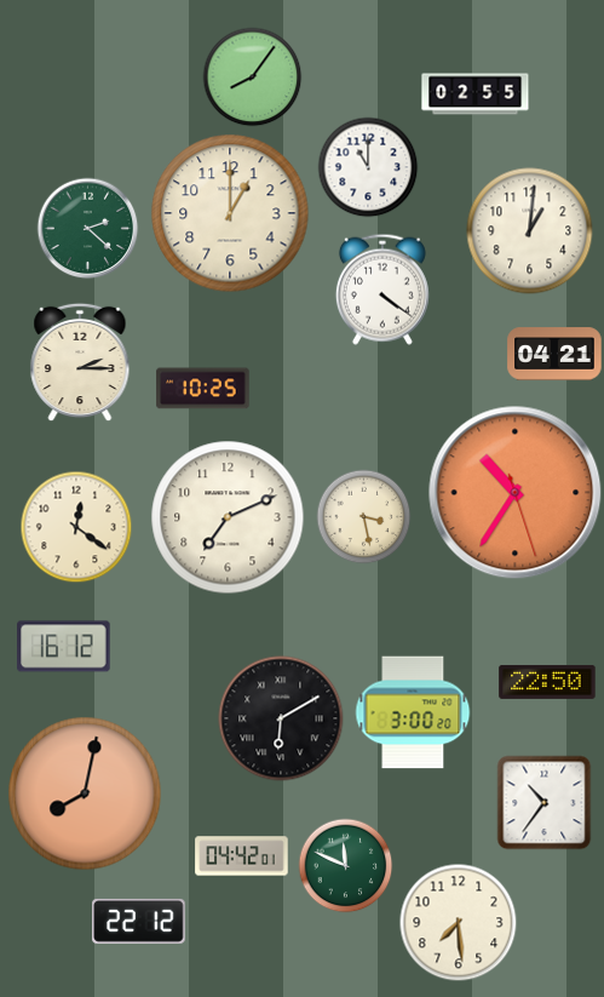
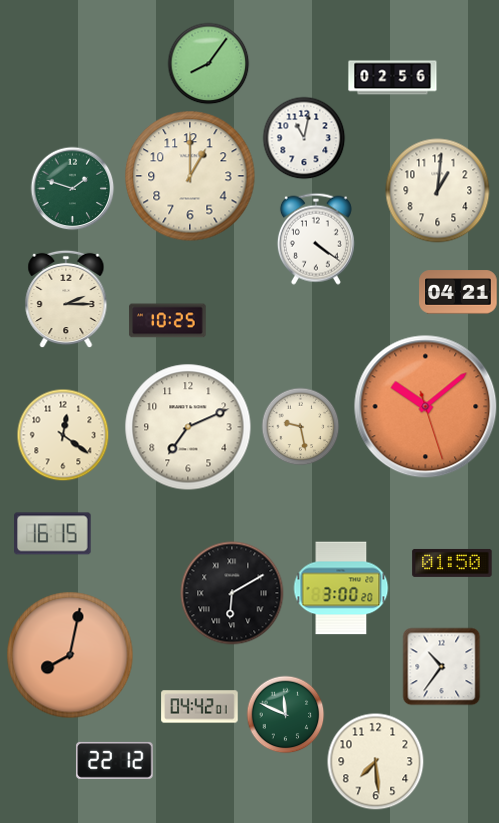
clock at (476, 94): 02:55 -> 02:56
clock at (368, 167): 11:00 -> 11:02
clock at (87, 228): 2:22 -> 1:48
clock at (516, 493): 10:35 -> 10:08
clock at (363, 516): 3:28 -> 9:28
clock at (64, 647): 16:12 -> 16:15
clock at (547, 682): 22:50 -> 01:50
clock at (543, 802) position: (543, 802) -> (441, 666)
clock at (458, 922) position: (458, 922) -> (375, 761)
